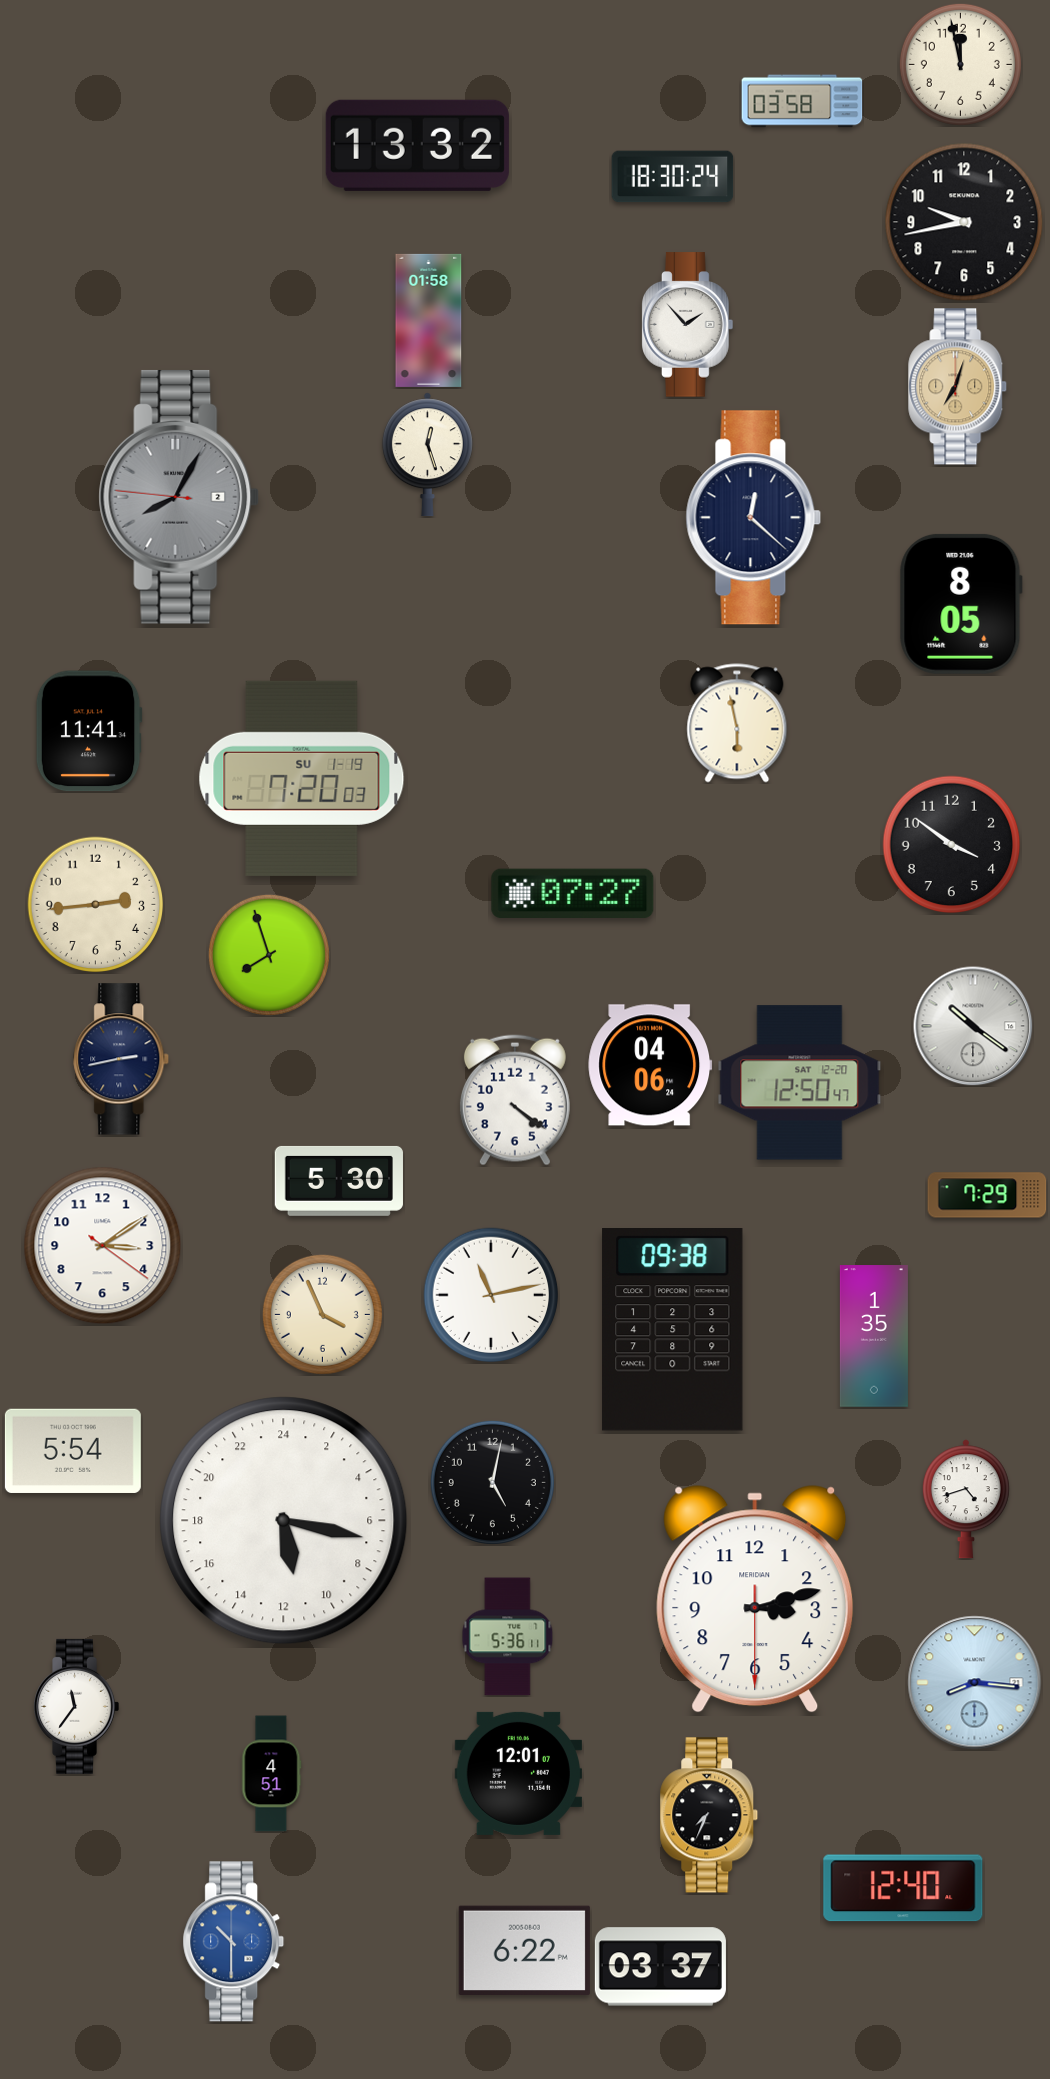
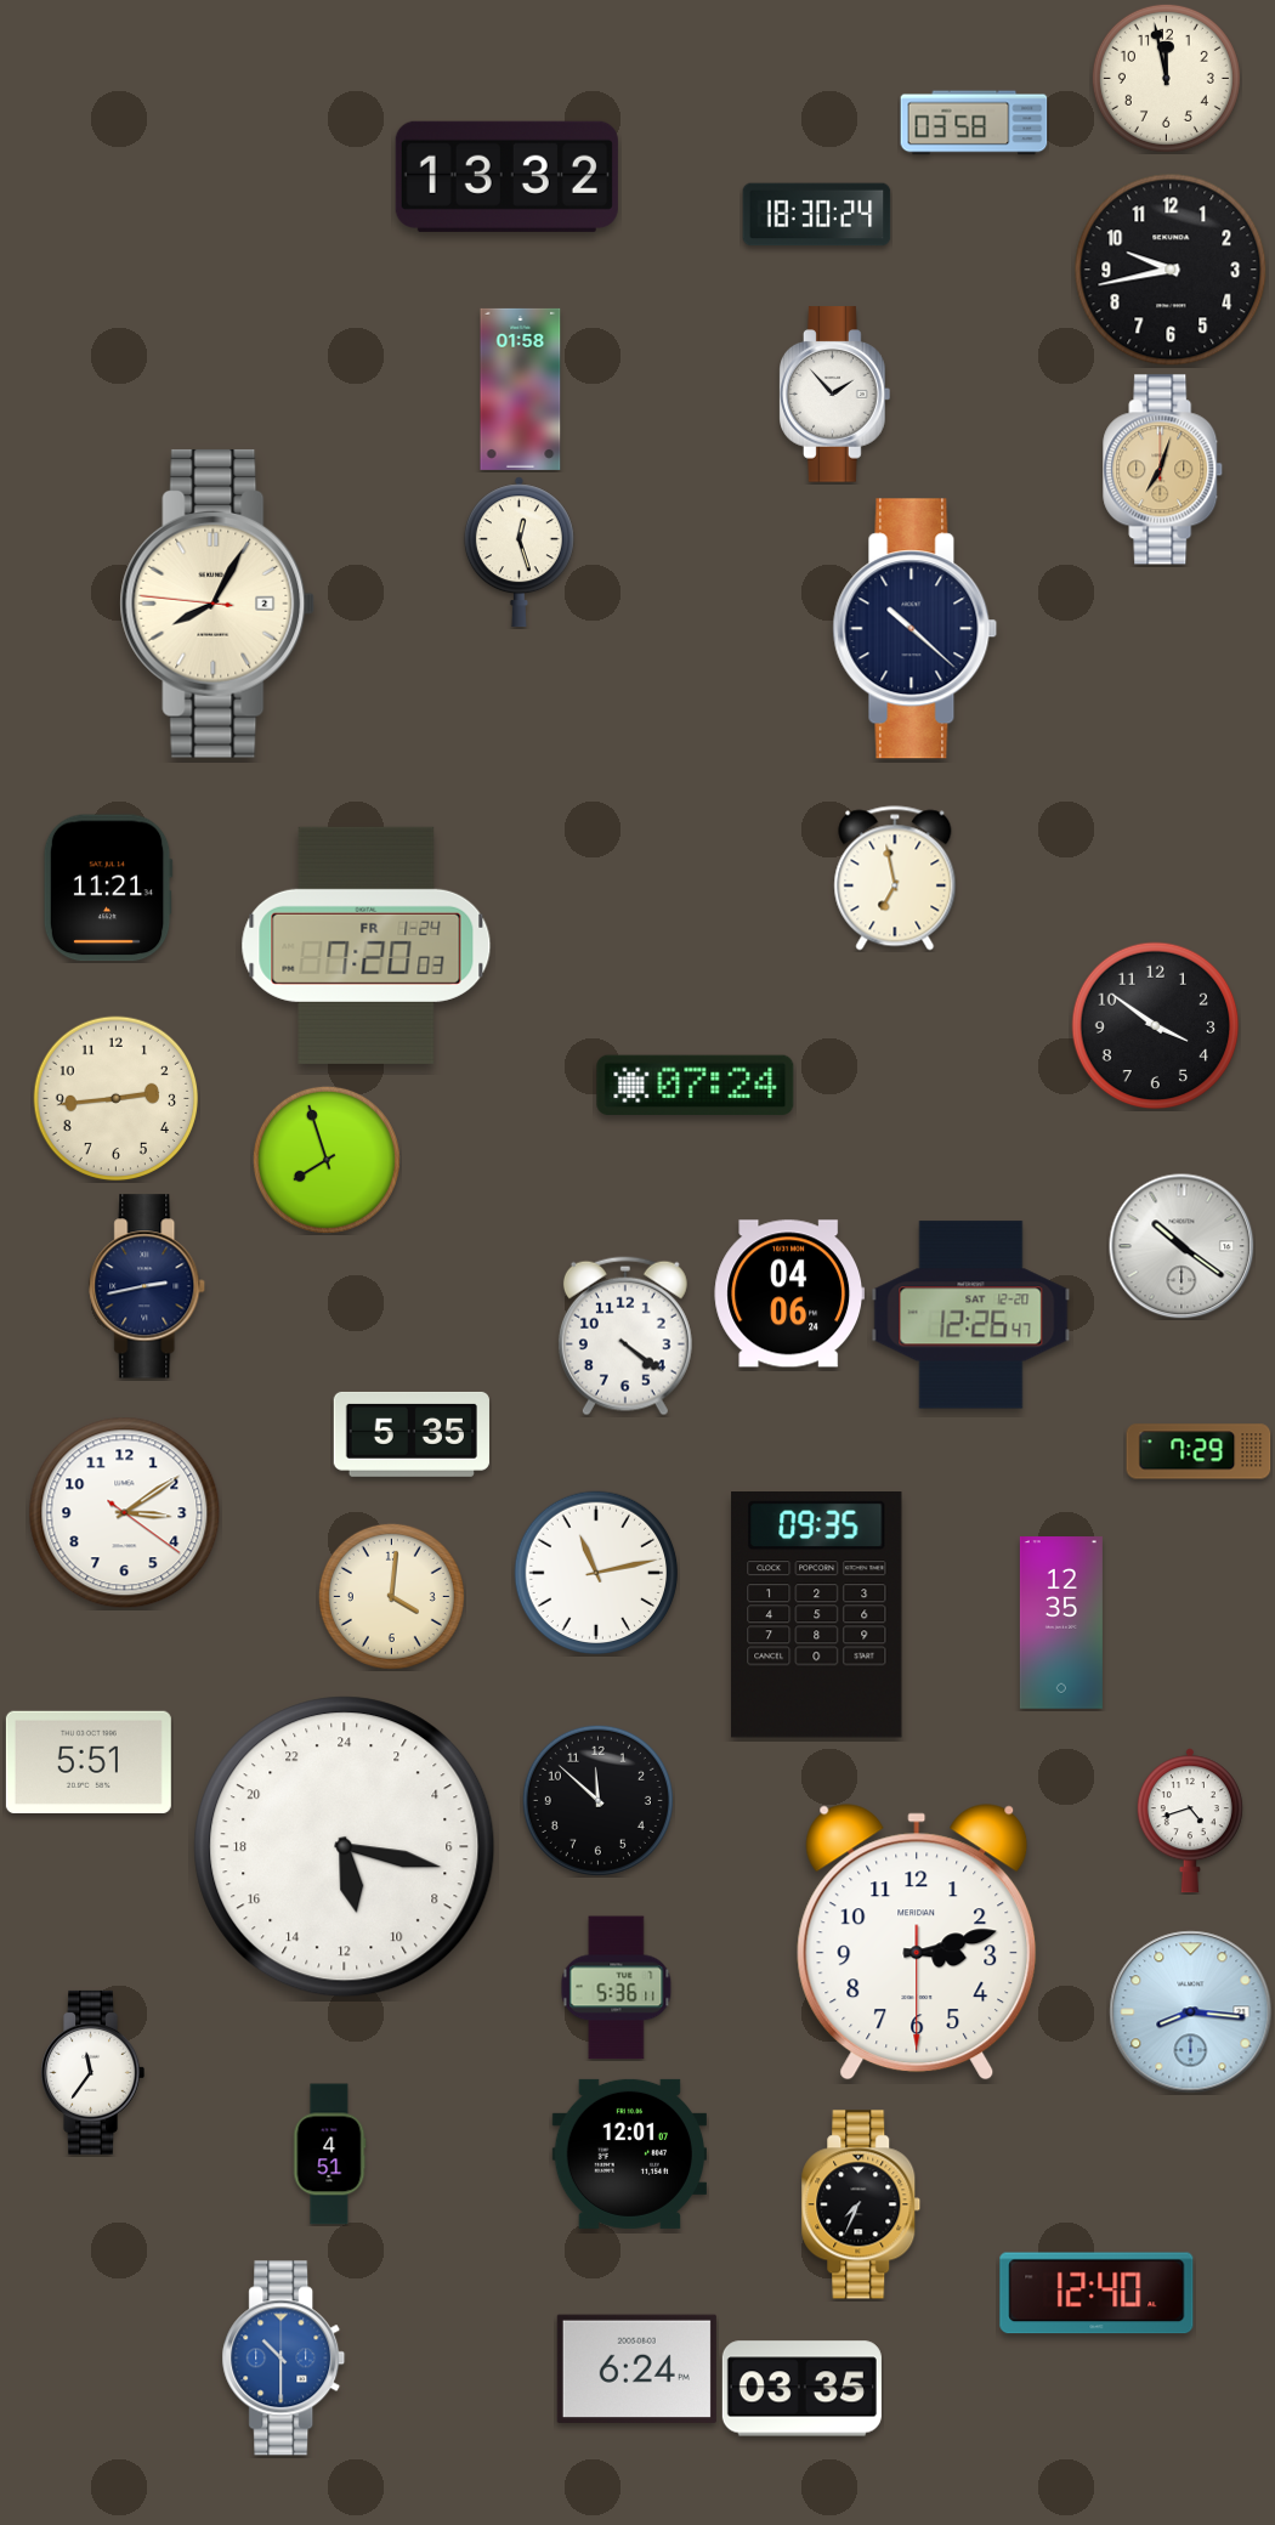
clock at (179, 497) dial: grey -> cream
clock at (754, 518): 12:22 -> 10:22
clock at (961, 604): 8:05 -> none
clock at (737, 723): 5:58 -> 6:58
clock at (89, 731): 11:41 -> 11:21
clock at (302, 778) date: SU 1-19 -> FR 1-24
clock at (573, 894): 07:27 -> 07:24
clock at (800, 1083): 12:50 -> 12:26
clock at (338, 1181): 5:30 -> 5:35
clock at (322, 1314): 3:56 -> 4:01
clock at (673, 1330): 09:38 -> 09:35
clock at (874, 1336): 1:35 -> 12:35
clock at (73, 1451): 5:54 -> 5:51
clock at (492, 1482): 5:02 -> 11:52
clock at (966, 1499) position: (966, 1499) -> (1190, 1821)
clock at (975, 1683) position: (975, 1683) -> (1191, 2012)
clock at (524, 1950): 6:22 -> 6:24
clock at (660, 1967): 03:37 -> 03:35
